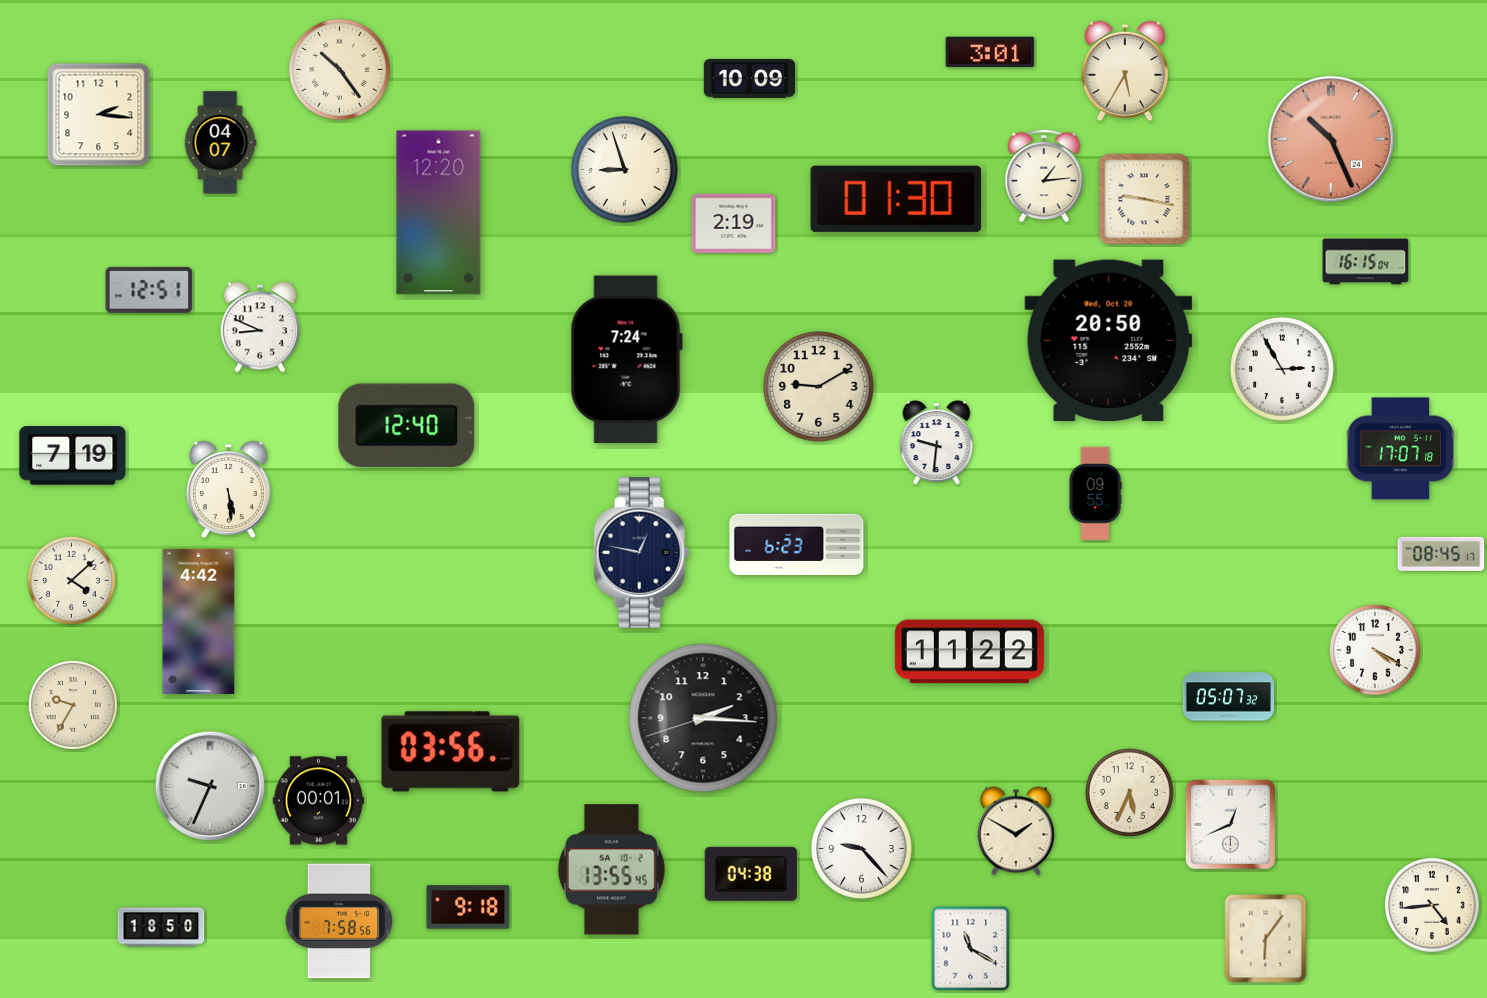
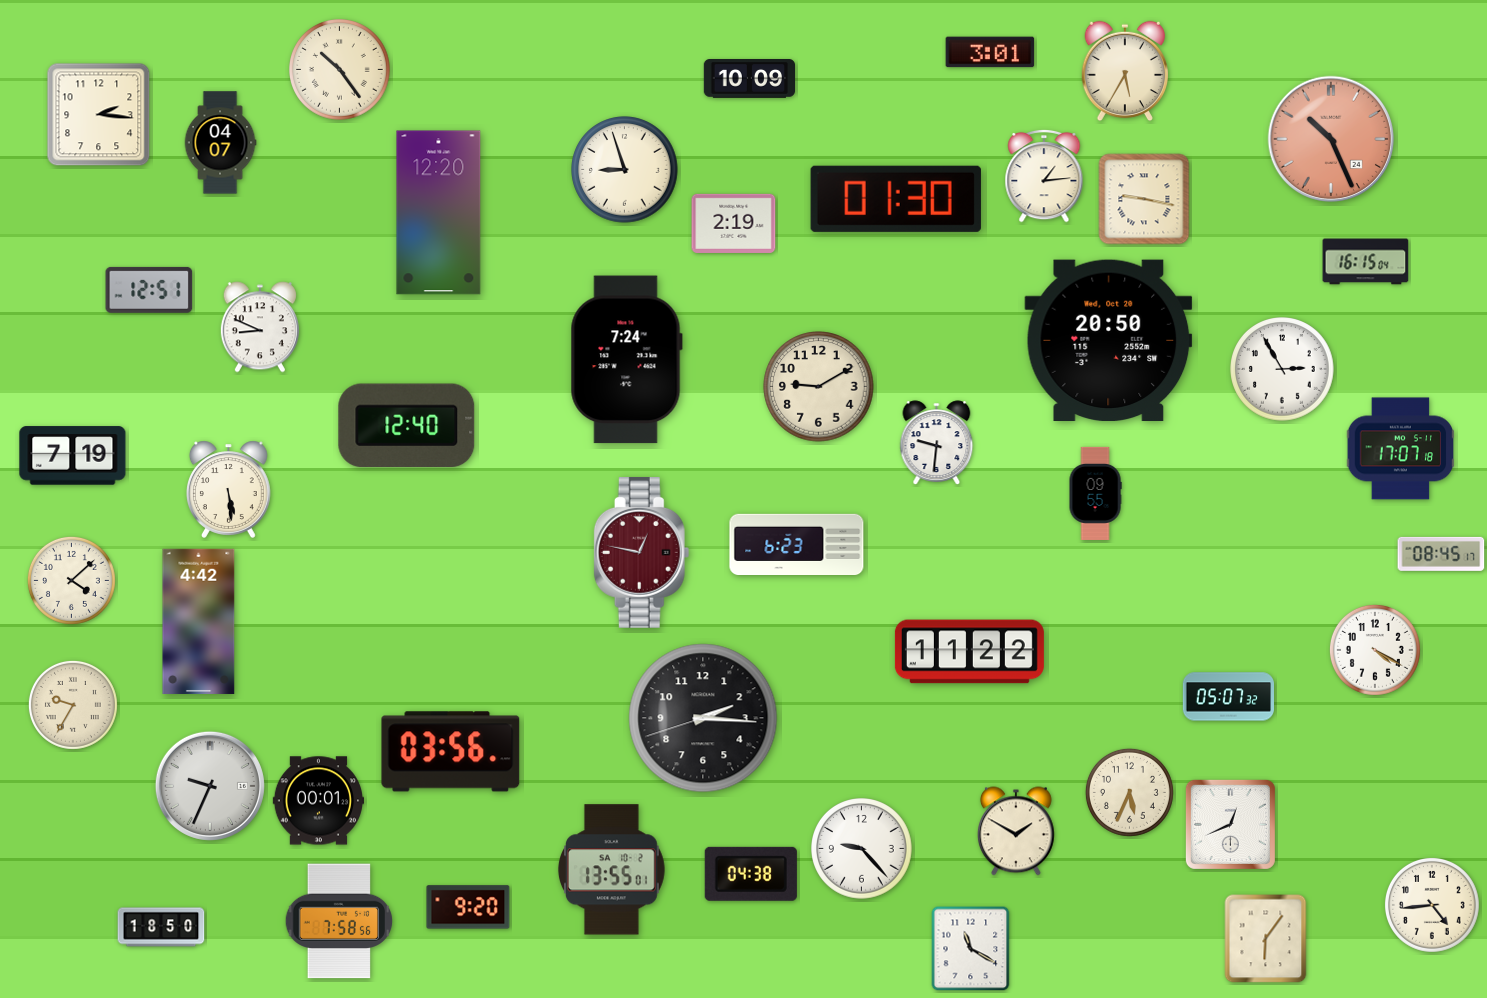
clock at (642, 552) dial: navy -> burgundy
clock at (611, 870): 13:55:45 -> 13:55:01
clock at (468, 907): 9:18 -> 9:20
